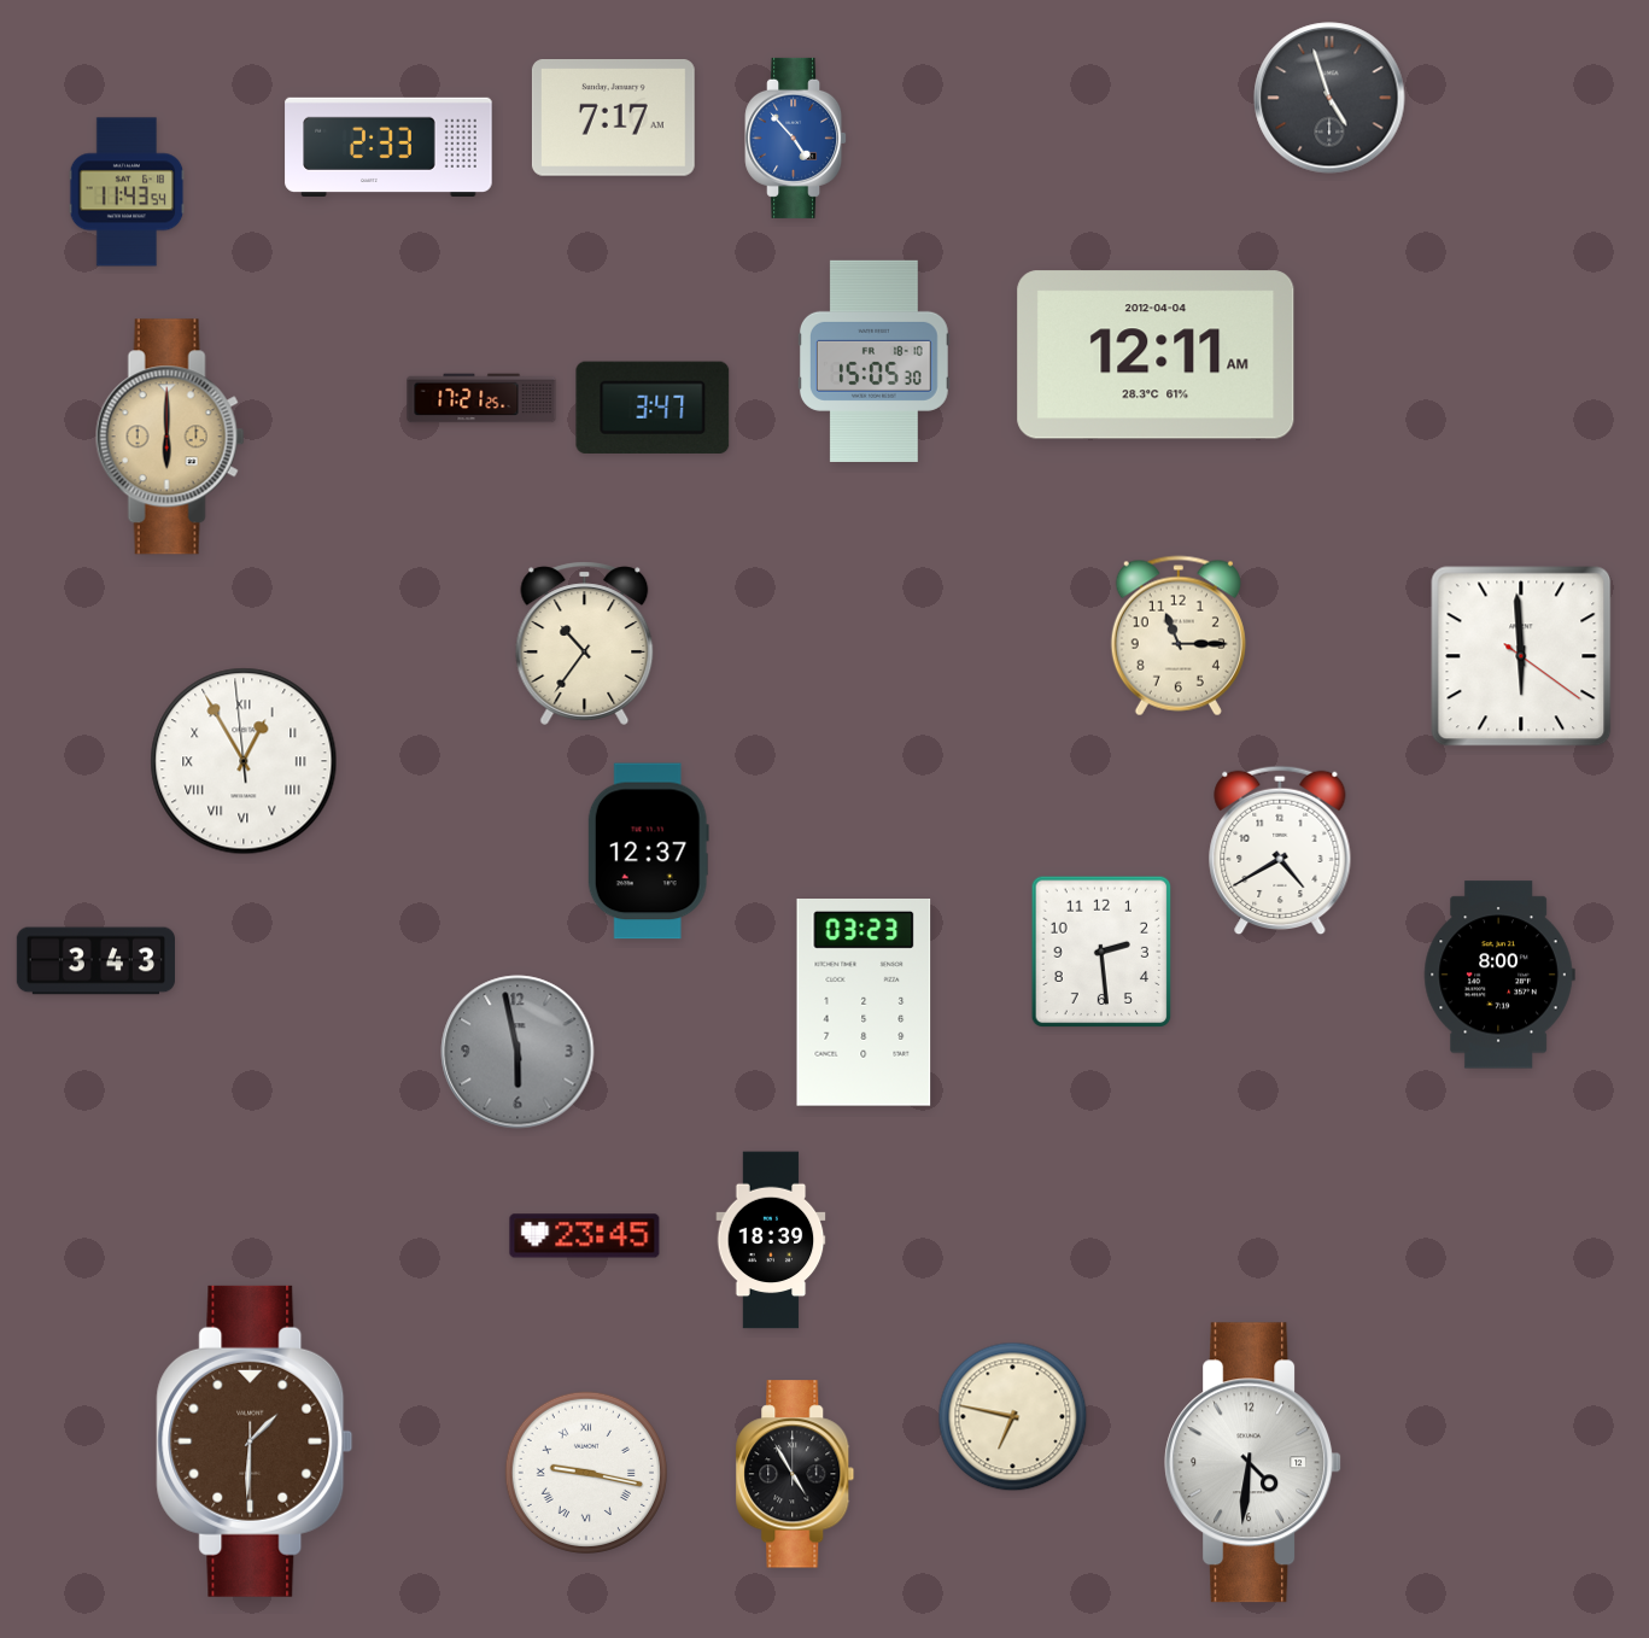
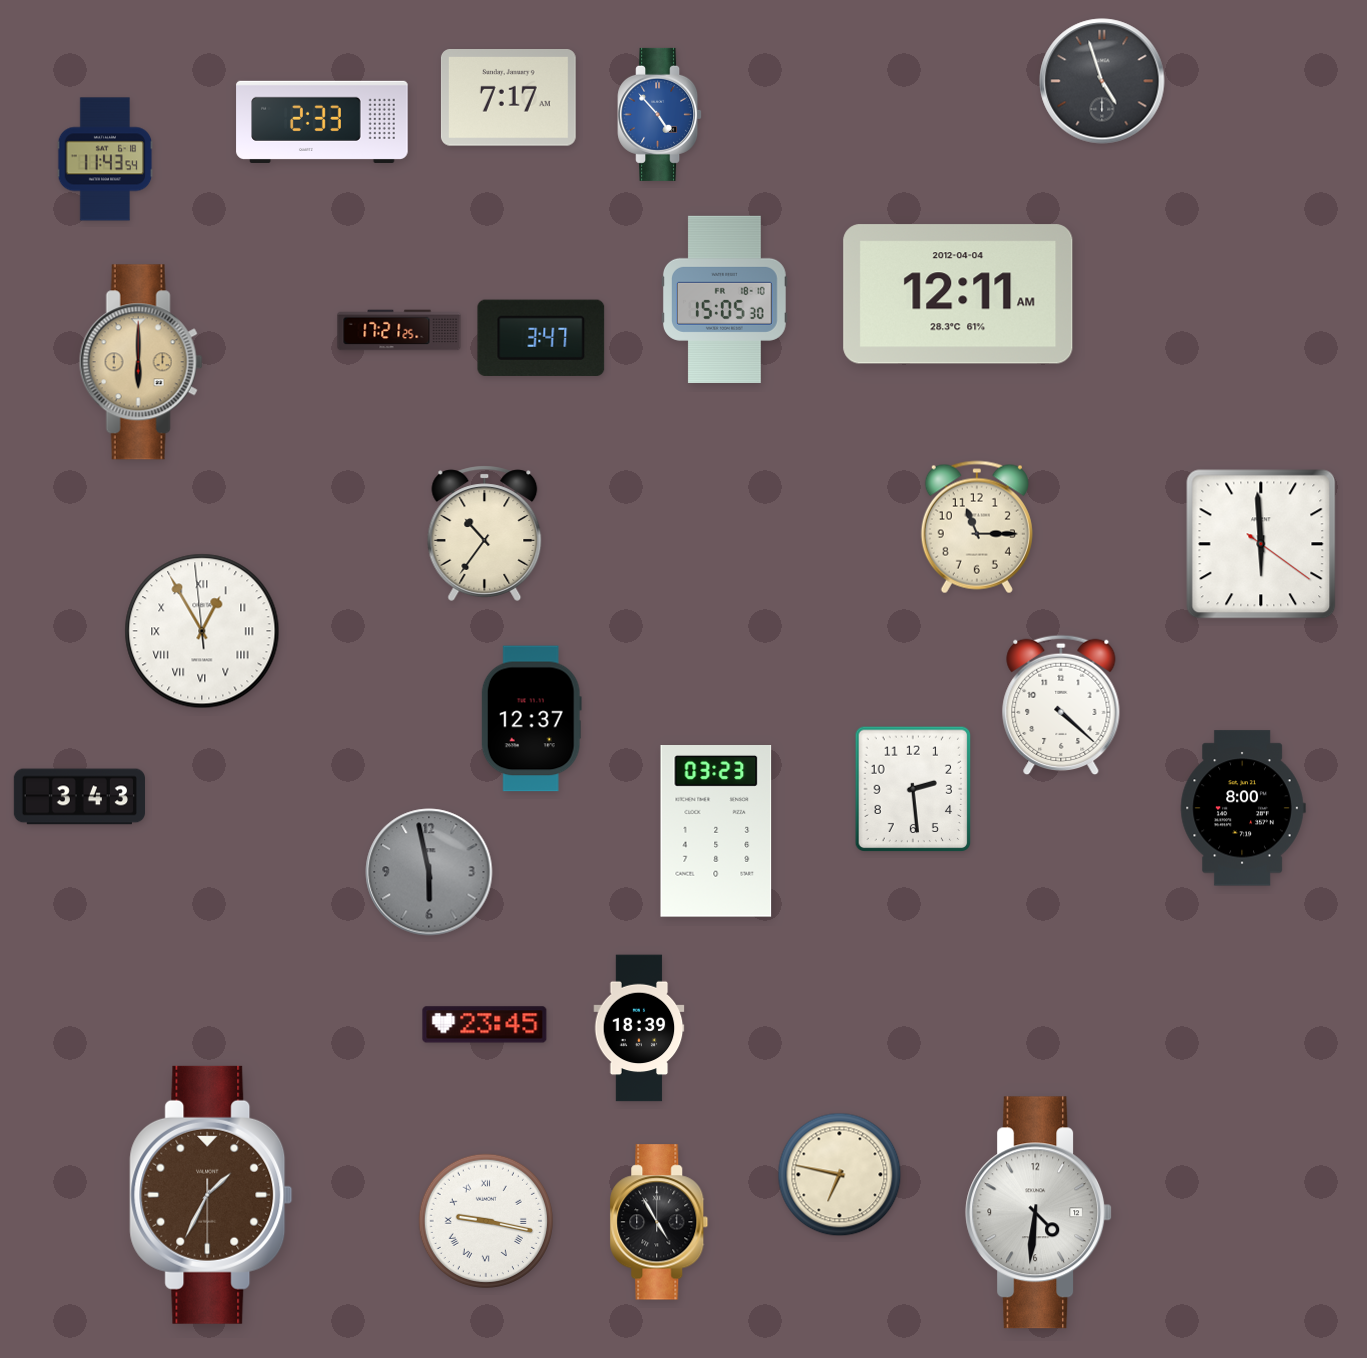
clock at (1280, 850): 4:40 -> 4:22
clock at (648, 852) position: (648, 852) -> (531, 719)
clock at (255, 1441): 1:30 -> 1:34
